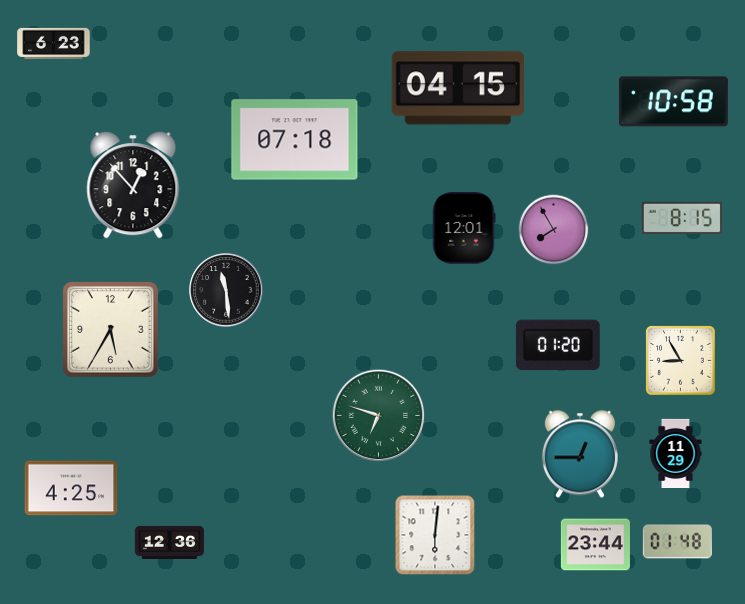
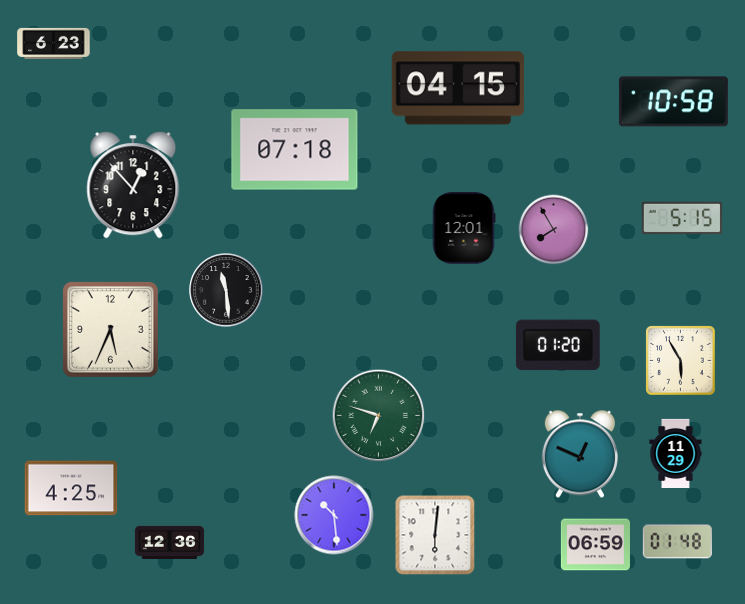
clock at (295, 140) position: (295, 140) -> (295, 150)
clock at (682, 218): 8:15 -> 5:15
clock at (111, 330): 5:35 -> 5:34
clock at (681, 361): 8:55 -> 5:55
clock at (580, 454): 12:45 -> 12:49
clock at (334, 515): none -> 10:29
clock at (595, 545): 23:44 -> 06:59
